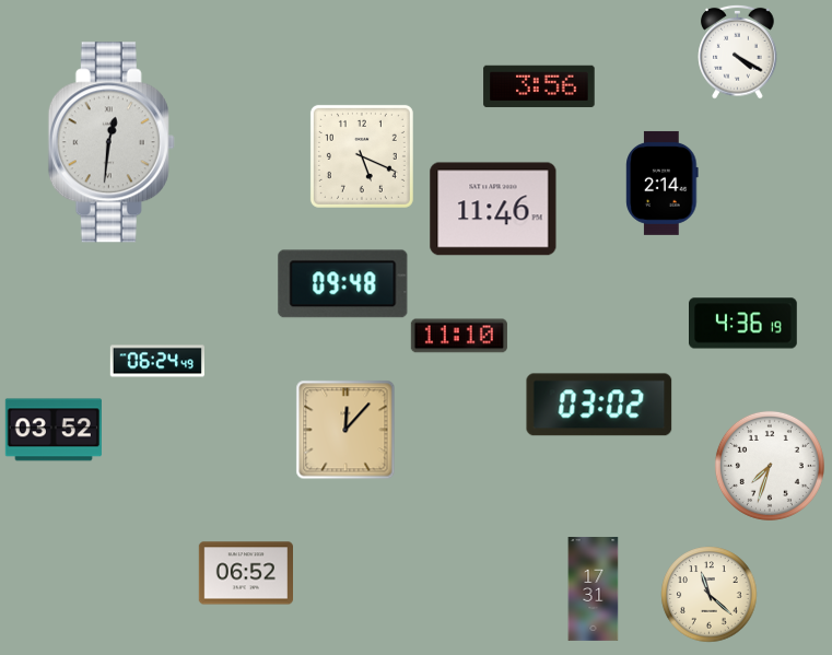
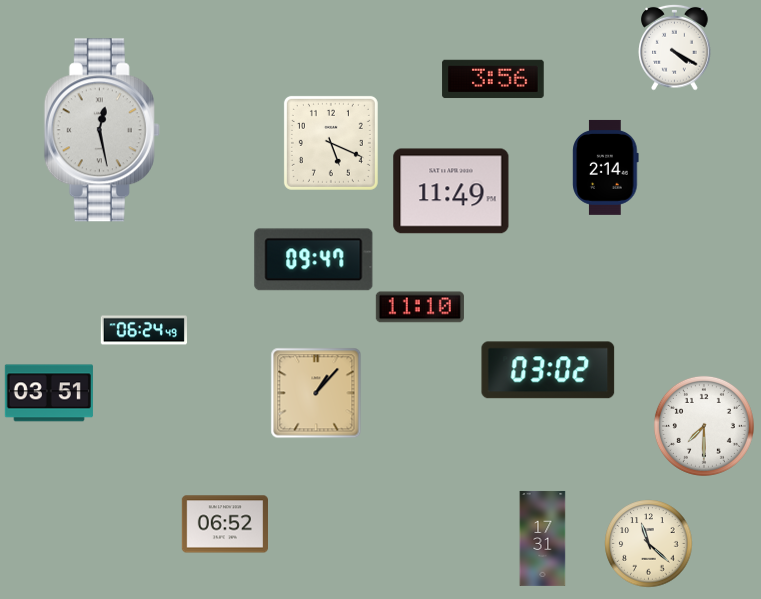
clock at (112, 142): 12:31 -> 12:28
clock at (493, 209): 11:46 -> 11:49
clock at (343, 284): 09:48 -> 09:47
clock at (743, 324): 4:36 -> none
clock at (54, 430): 03:52 -> 03:51
clock at (345, 430): 12:07 -> 1:07
clock at (770, 466): 7:33 -> 7:30
